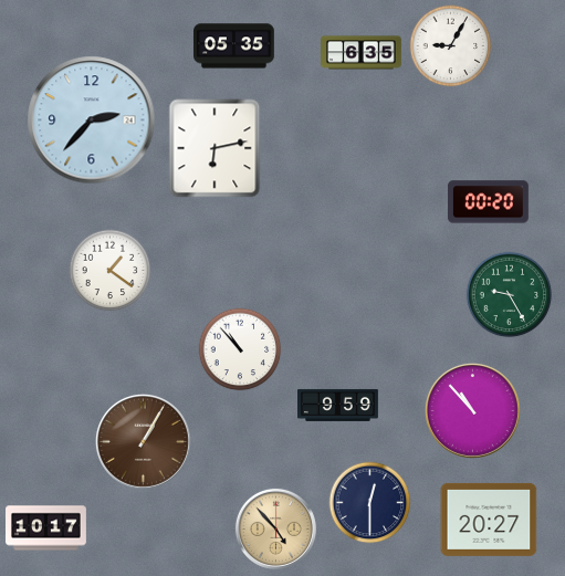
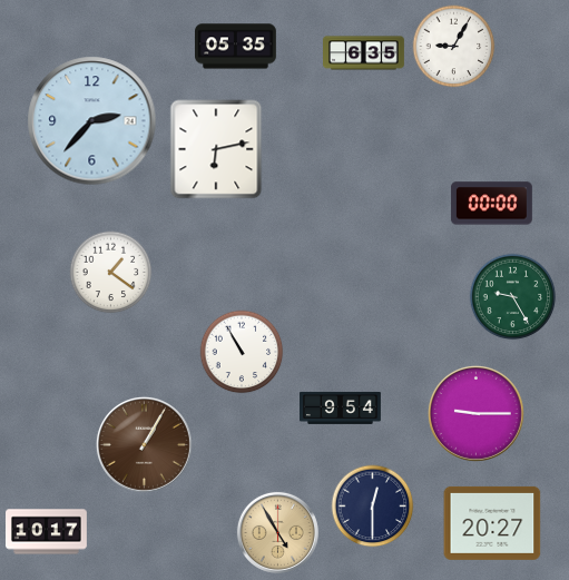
clock at (488, 202): 00:20 -> 00:00
clock at (240, 349): 10:53 -> 10:55
clock at (338, 405): 9:59 -> 9:54
clock at (472, 410): 10:53 -> 9:15
clock at (275, 528): 4:53 -> 4:55
